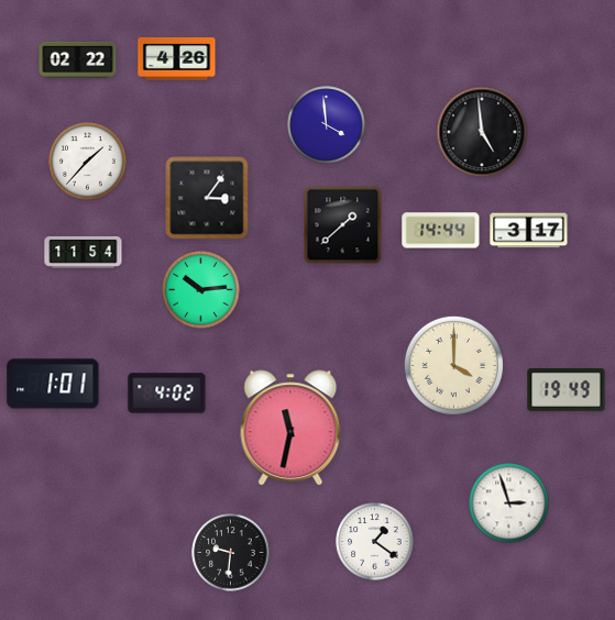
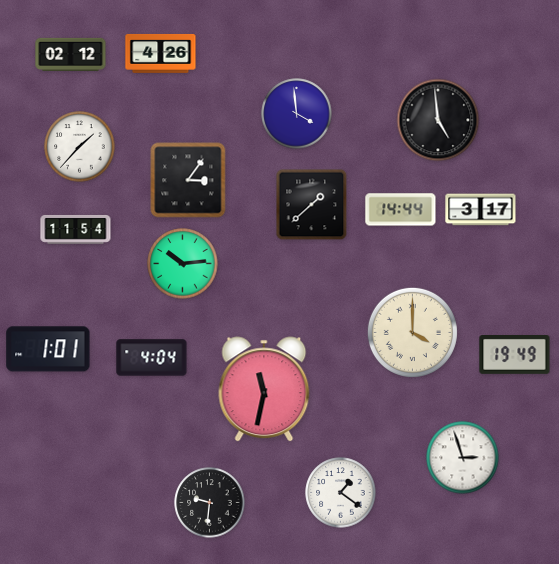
clock at (78, 59): 02:22 -> 02:12
clock at (167, 394): 4:02 -> 4:04
